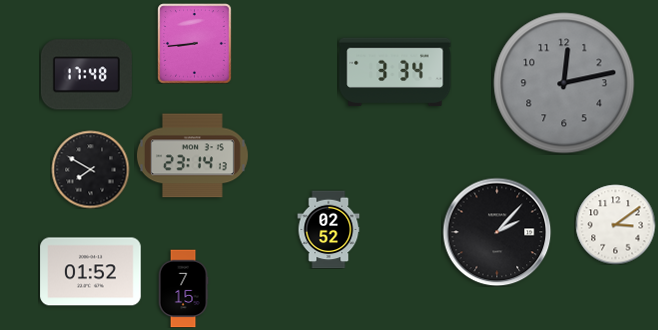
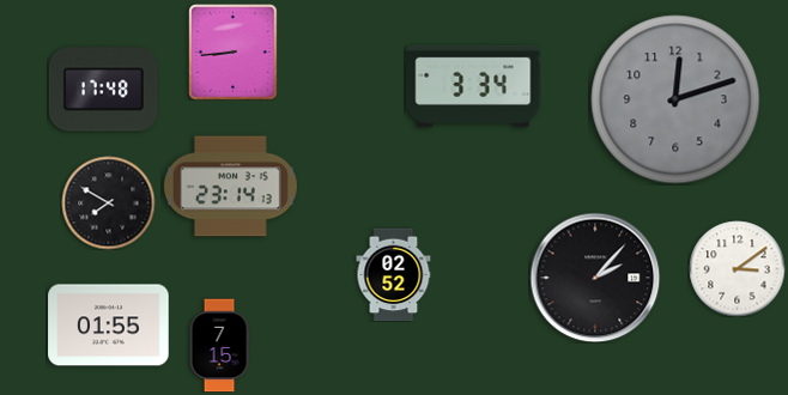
clock at (564, 83): 12:13 -> 12:12
clock at (91, 272): 01:52 -> 01:55
